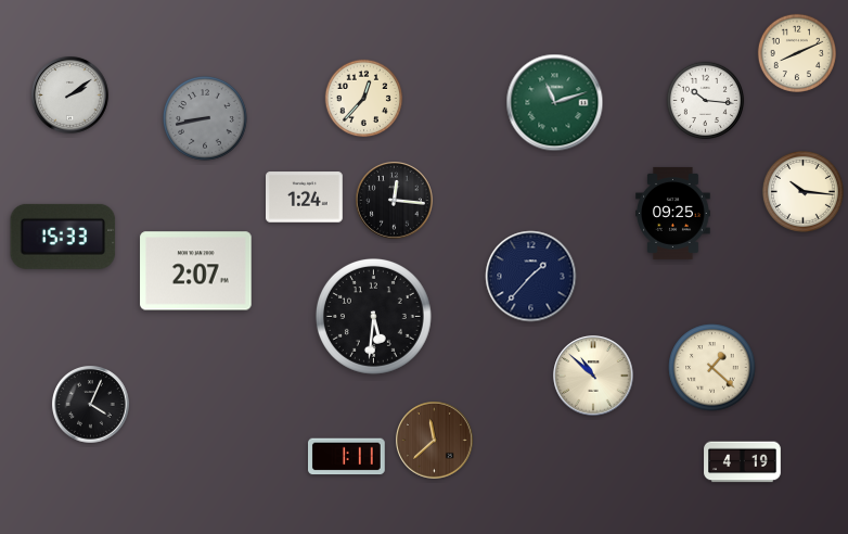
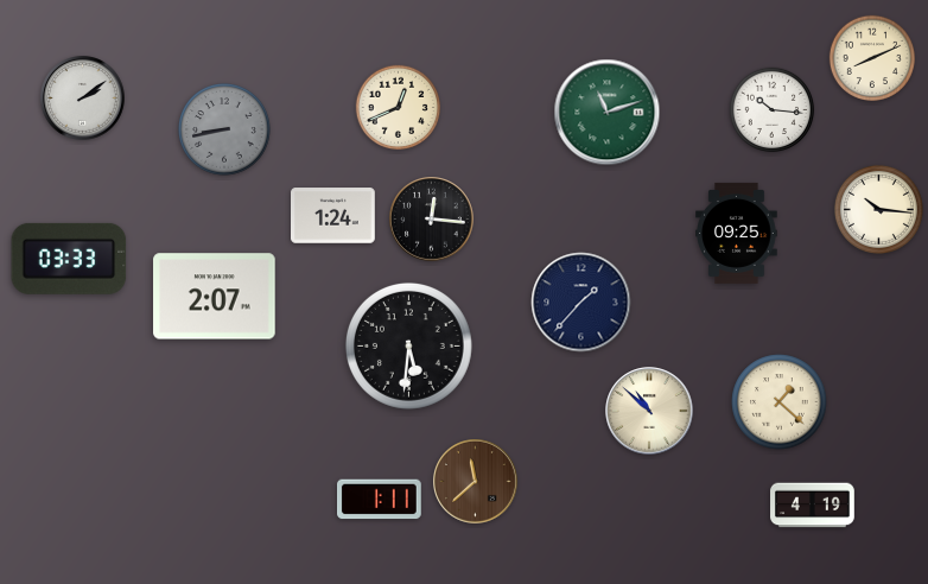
clock at (70, 96) position: (70, 96) -> (83, 99)
clock at (364, 99): 12:37 -> 12:41
clock at (63, 237): 15:33 -> 03:33
clock at (91, 405): 4:04 -> none
